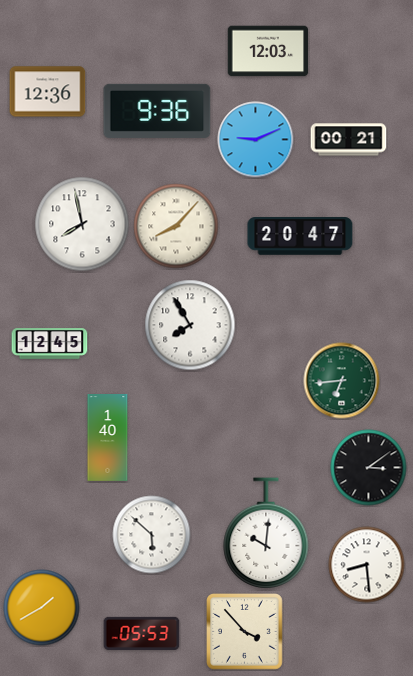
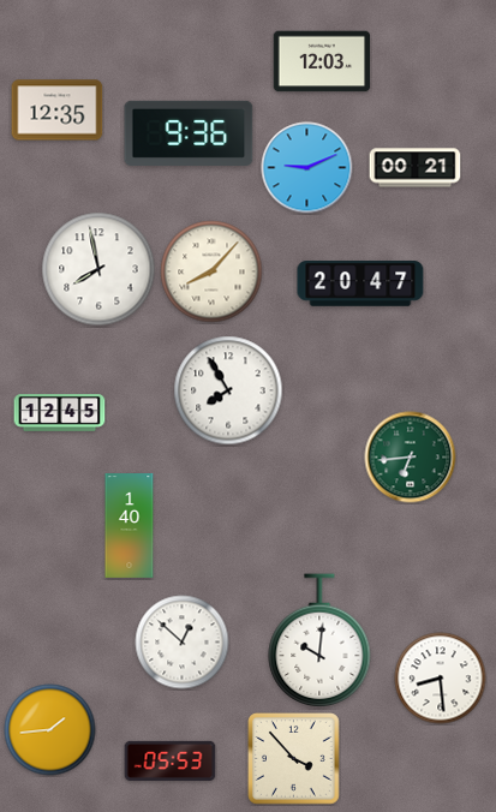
clock at (48, 92): 12:36 -> 12:35
clock at (349, 140) position: (349, 140) -> (416, 168)
clock at (369, 468): 3:09 -> none
clock at (152, 535): 5:52 -> 12:52
clock at (42, 608): 1:40 -> 1:44
